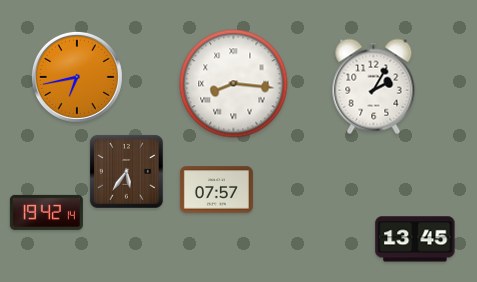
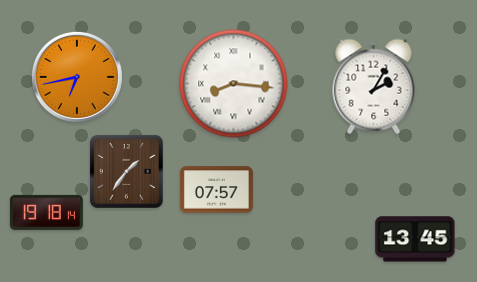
clock at (126, 171): 5:36 -> 1:36
clock at (46, 212): 19:42 -> 19:18
